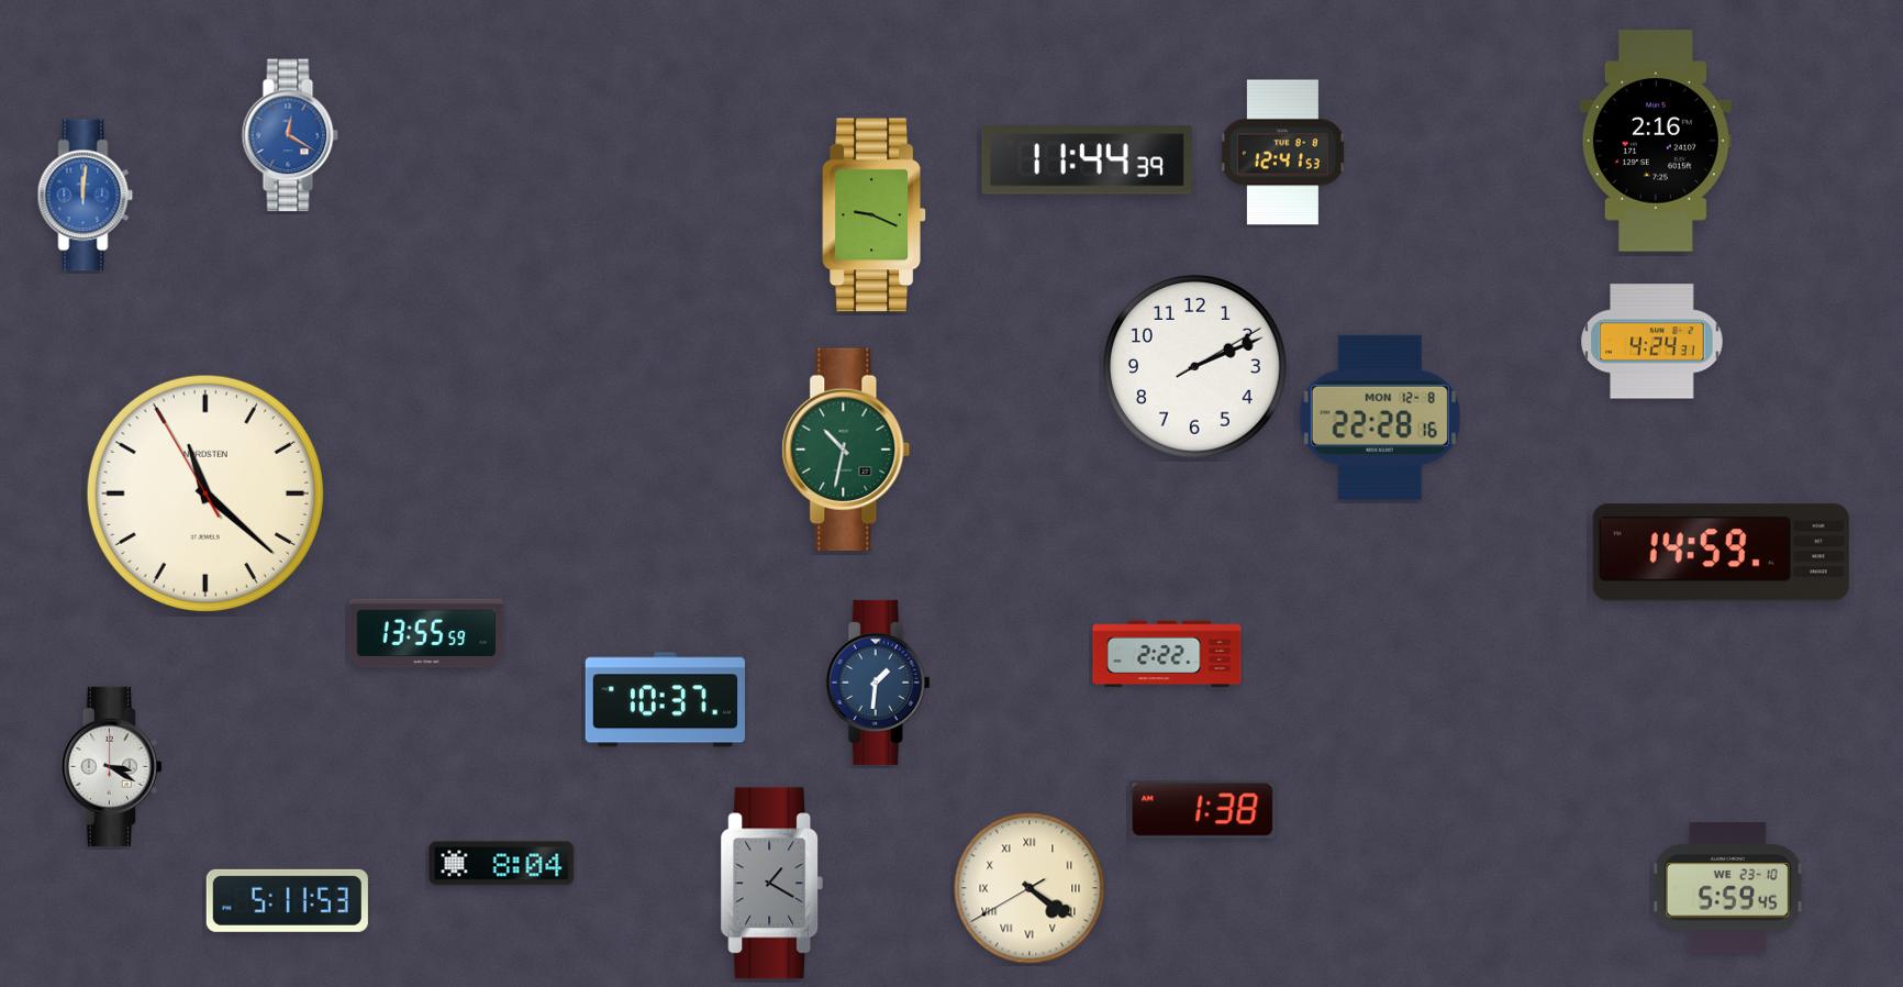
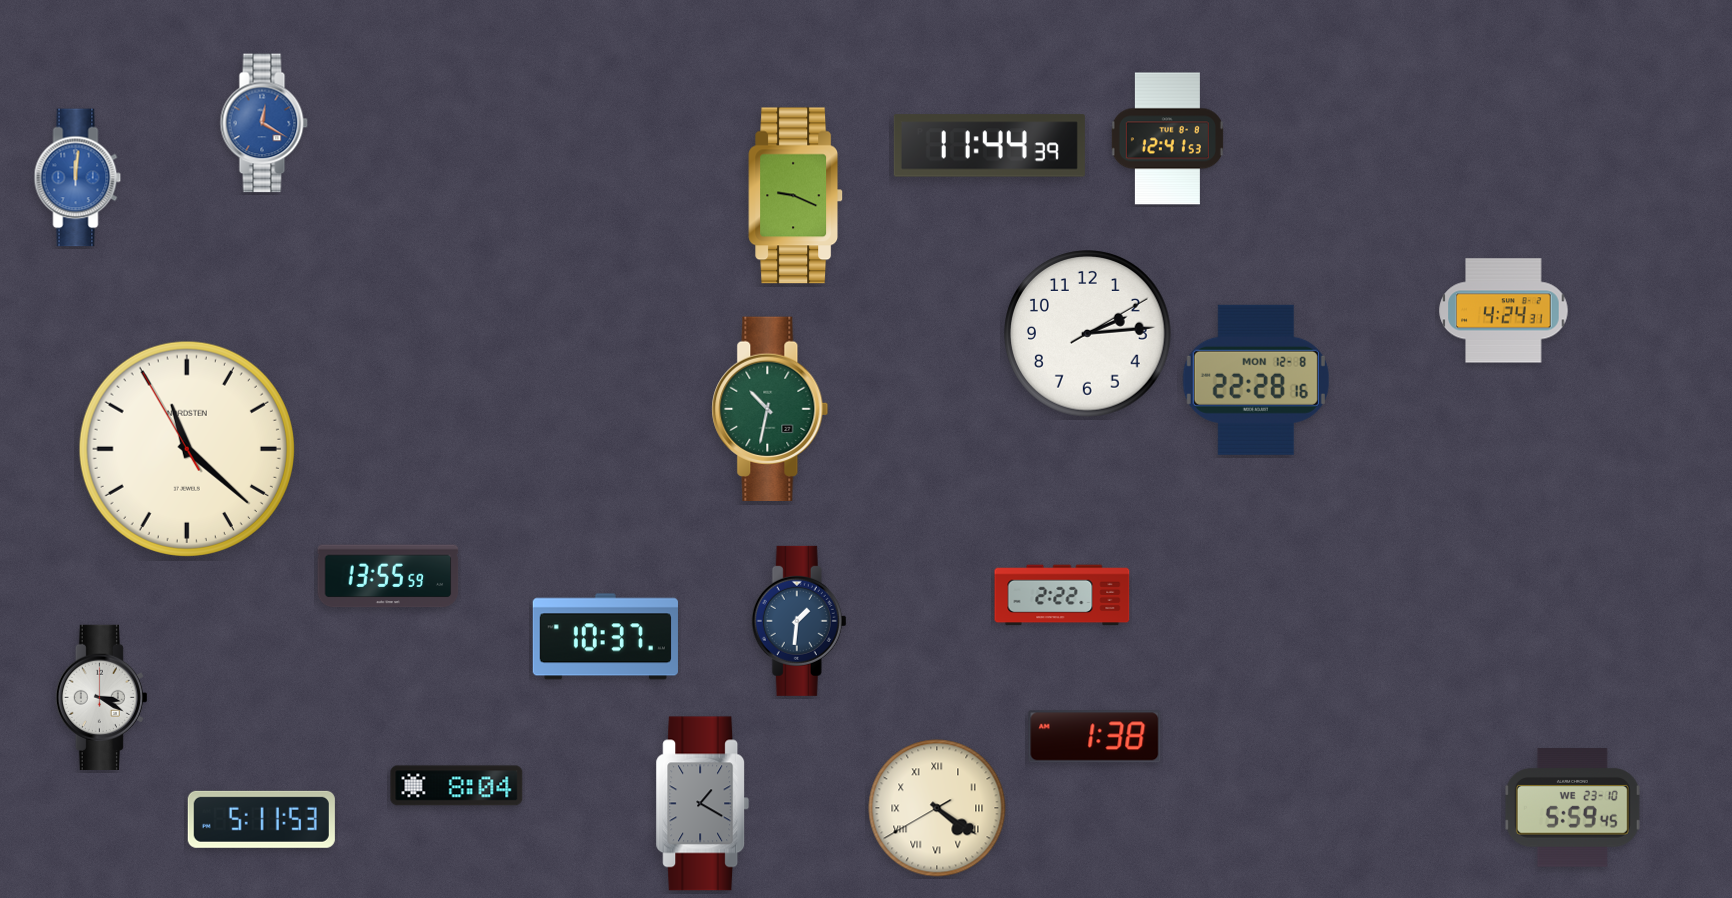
clock at (1656, 141): 2:16 -> none
clock at (1195, 367): 2:11 -> 2:14
clock at (1721, 553): 14:59 -> none
